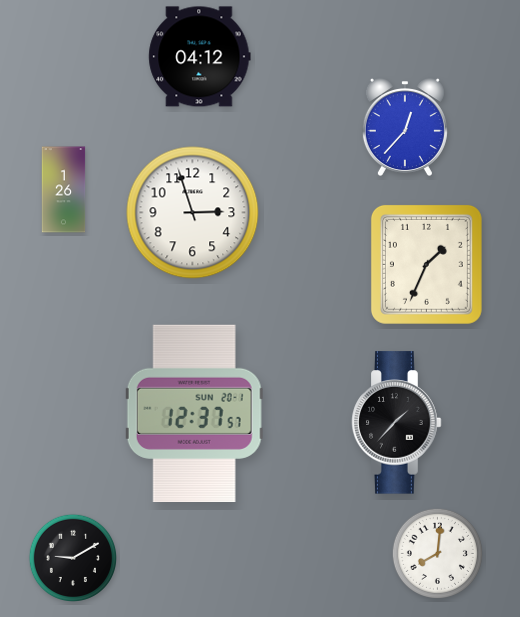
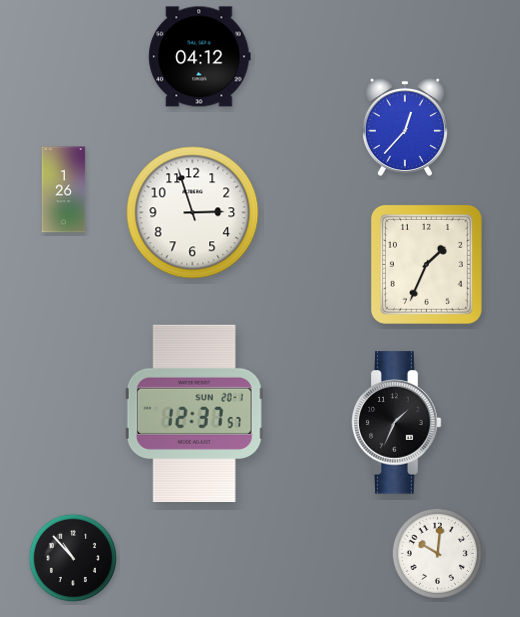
clock at (397, 423): 1:37 -> 1:34
clock at (437, 553): 8:01 -> 10:01
clock at (72, 557): 9:10 -> 10:53
